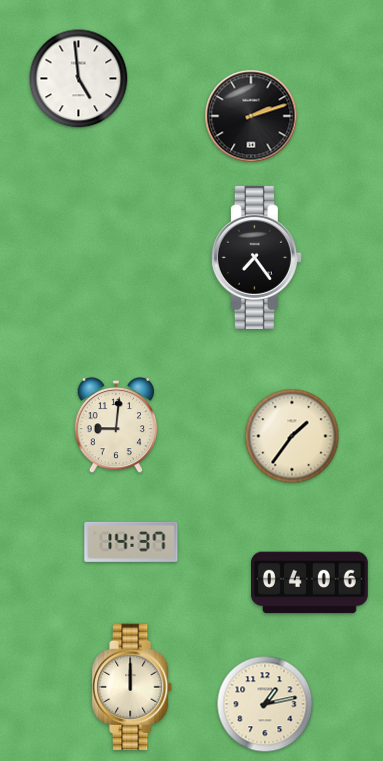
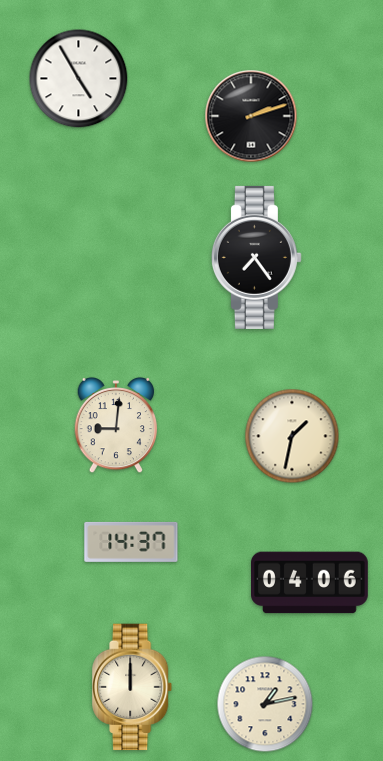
clock at (79, 79): 4:59 -> 4:55
clock at (292, 436): 1:36 -> 1:32
